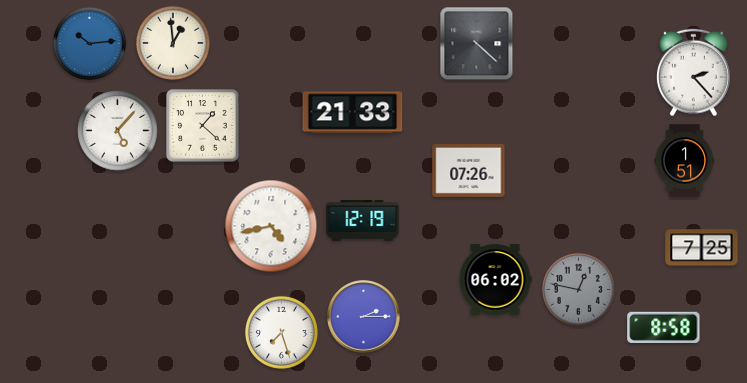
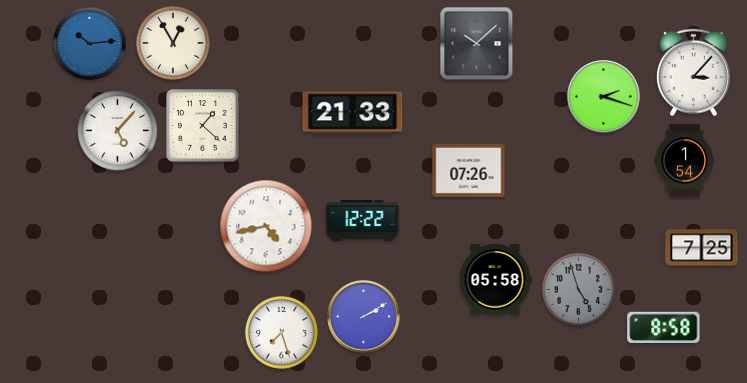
clock at (173, 43): 12:59 -> 12:55
clock at (477, 44): 4:22 -> 10:08
clock at (694, 73): 2:23 -> 3:07
clock at (604, 97): none -> 2:18
clock at (685, 161): 1:51 -> 1:54
clock at (363, 221): 12:19 -> 12:22
clock at (271, 226) position: (271, 226) -> (266, 226)
clock at (495, 280): 06:02 -> 05:58
clock at (578, 289): 12:47 -> 4:57
clock at (364, 317): 2:15 -> 2:10
